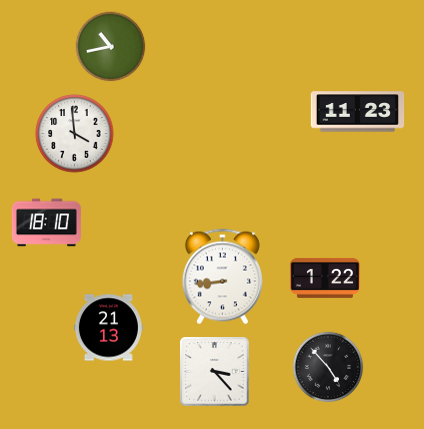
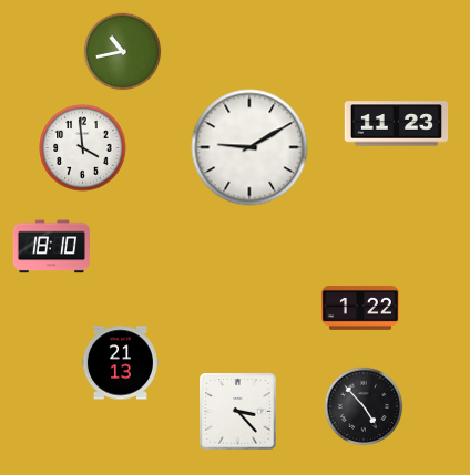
clock at (249, 147): none -> 9:10
clock at (222, 277): 8:44 -> none
